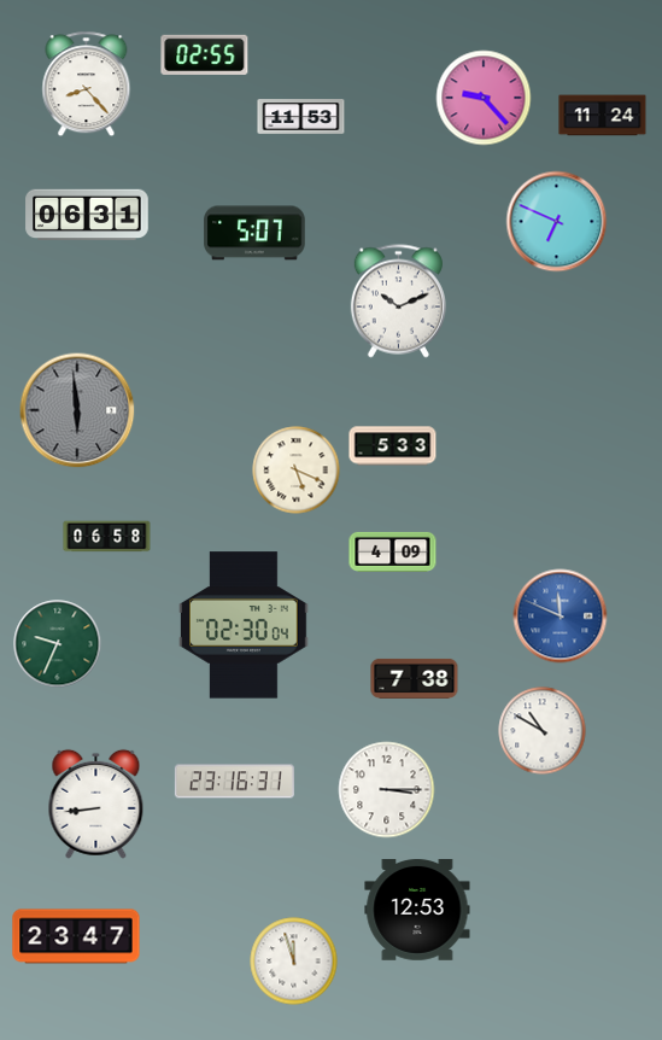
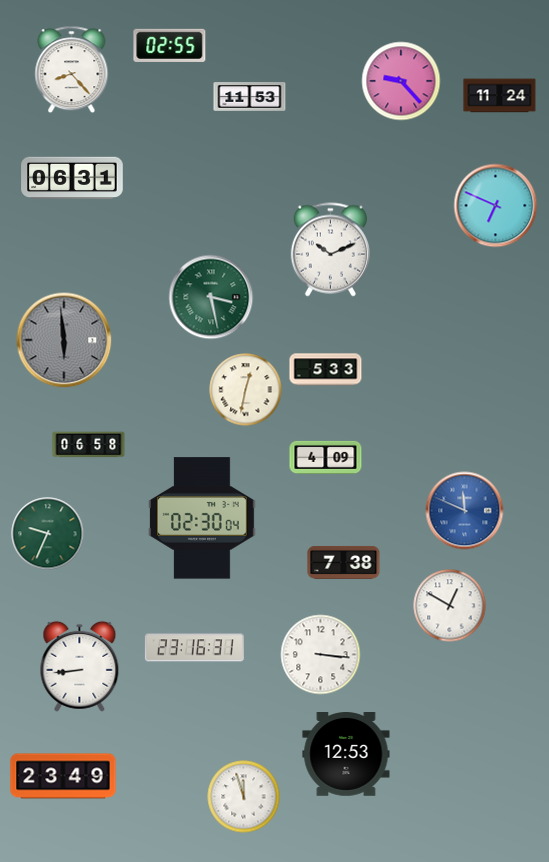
clock at (557, 222) position: (557, 222) -> (496, 206)
clock at (254, 233): 5:07 -> none
clock at (211, 297): none -> 3:28
clock at (297, 471): 5:19 -> 12:32
clock at (543, 731): 10:50 -> 12:50
clock at (387, 790): 3:15 -> 3:16
clock at (76, 936): 23:47 -> 23:49
